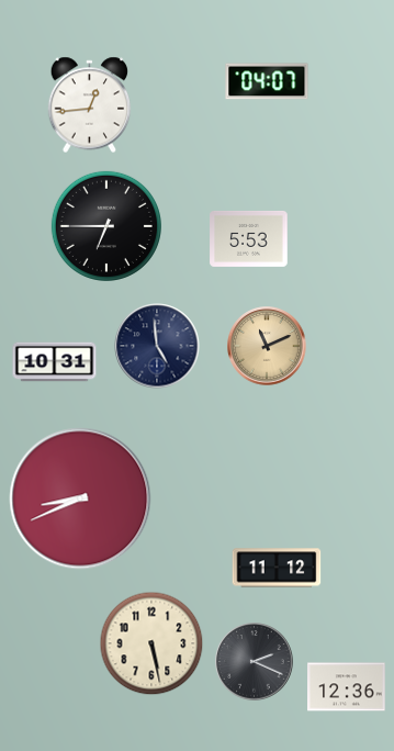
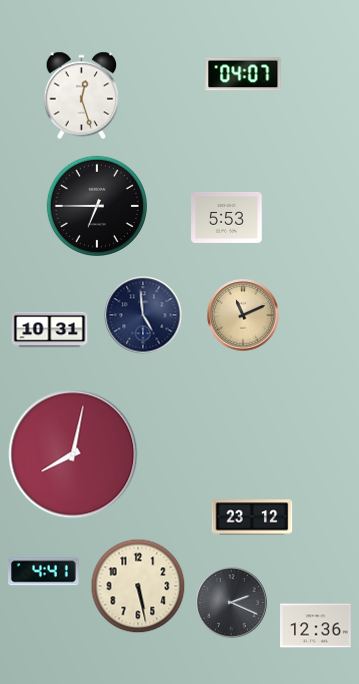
clock at (90, 105): 12:44 -> 12:27
clock at (80, 498): 8:41 -> 8:02
clock at (277, 568): 11:12 -> 23:12
clock at (44, 572): none -> 4:41
